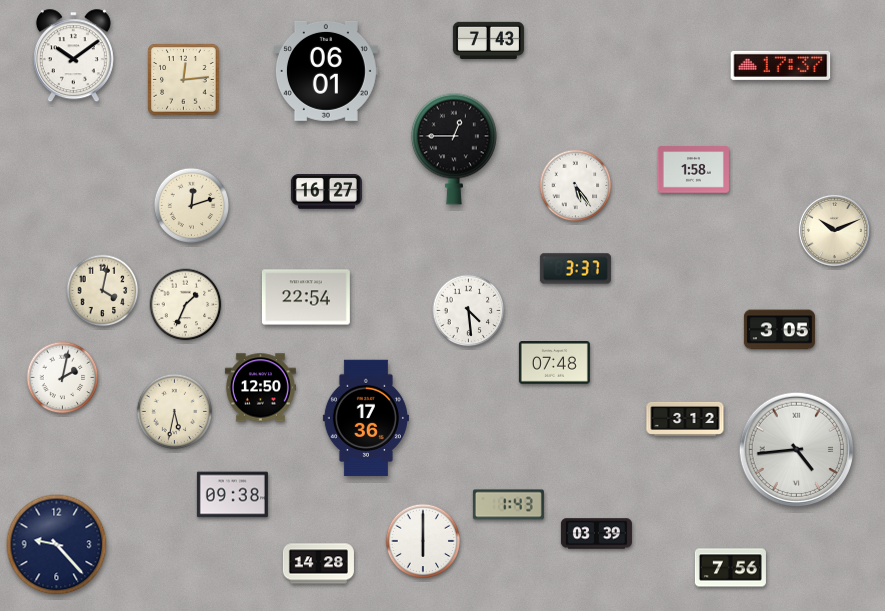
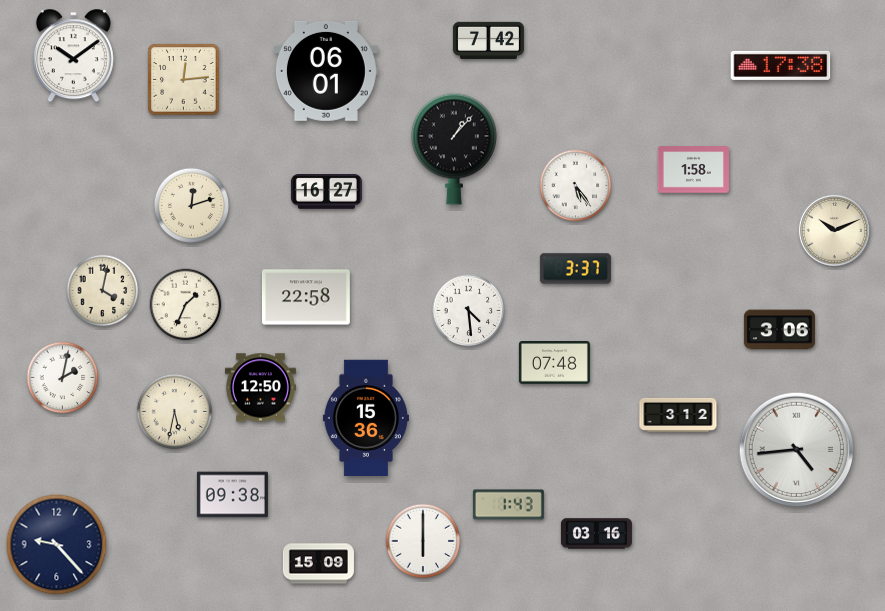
clock at (488, 40): 7:43 -> 7:42
clock at (781, 65): 17:37 -> 17:38
clock at (454, 149): 12:45 -> 1:07
clock at (306, 297): 22:54 -> 22:58
clock at (779, 330): 3:05 -> 3:06
clock at (366, 418): 17:36 -> 15:36
clock at (685, 419) position: (685, 419) -> (678, 415)
clock at (596, 534): 03:39 -> 03:16
clock at (318, 564): 14:28 -> 15:09
clock at (730, 568): 7:56 -> none
